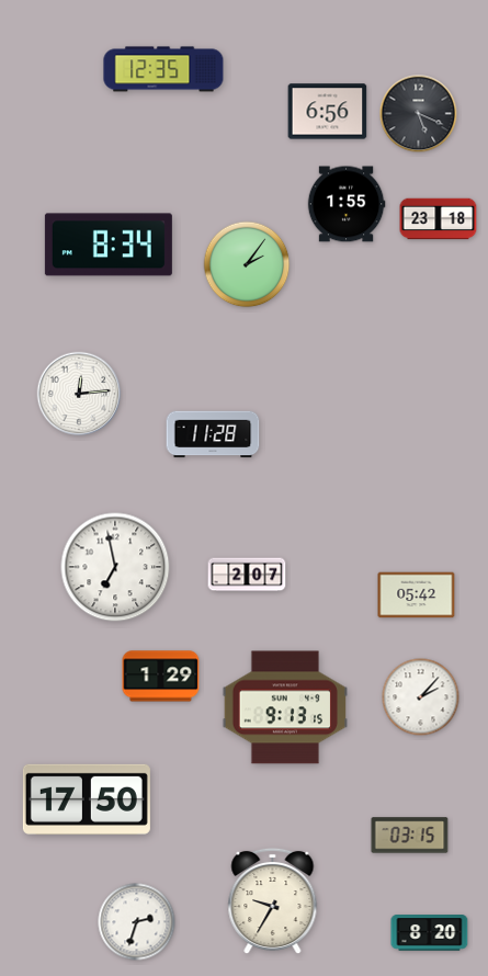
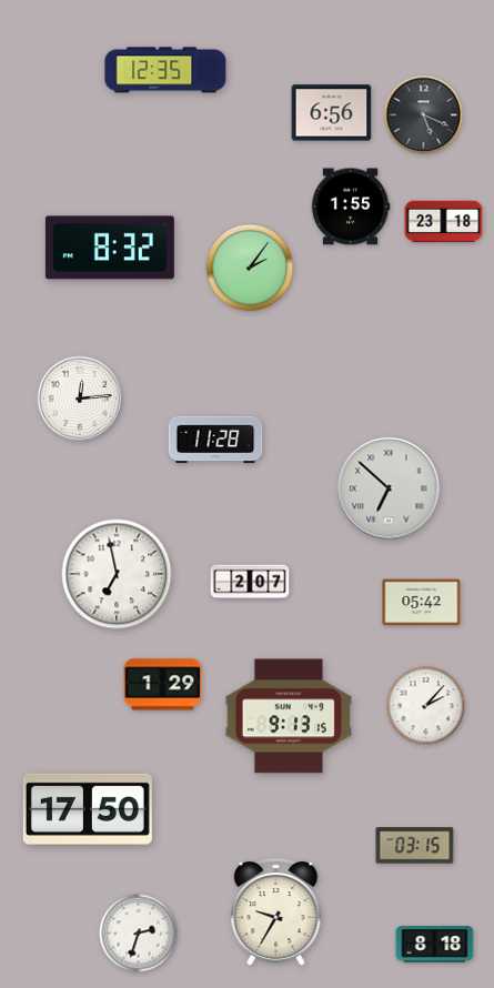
clock at (109, 245): 8:34 -> 8:32
clock at (389, 488): none -> 6:52
clock at (430, 933): 8:20 -> 8:18
